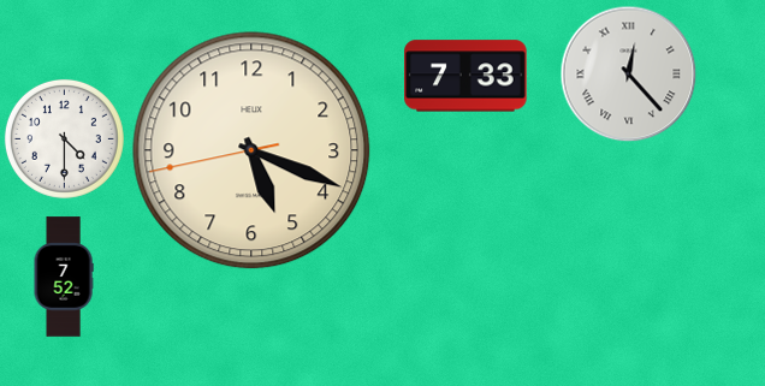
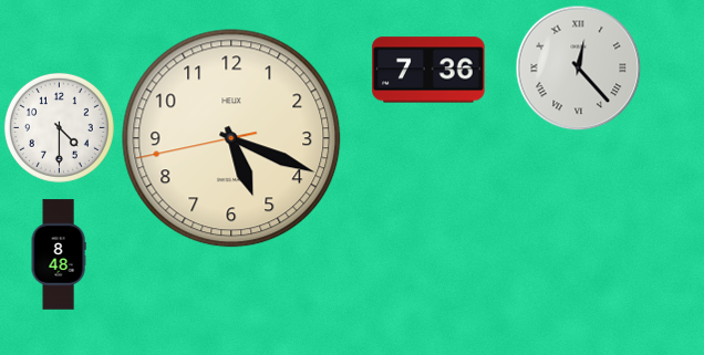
clock at (465, 76): 7:33 -> 7:36
clock at (64, 277): 7:52 -> 8:48
